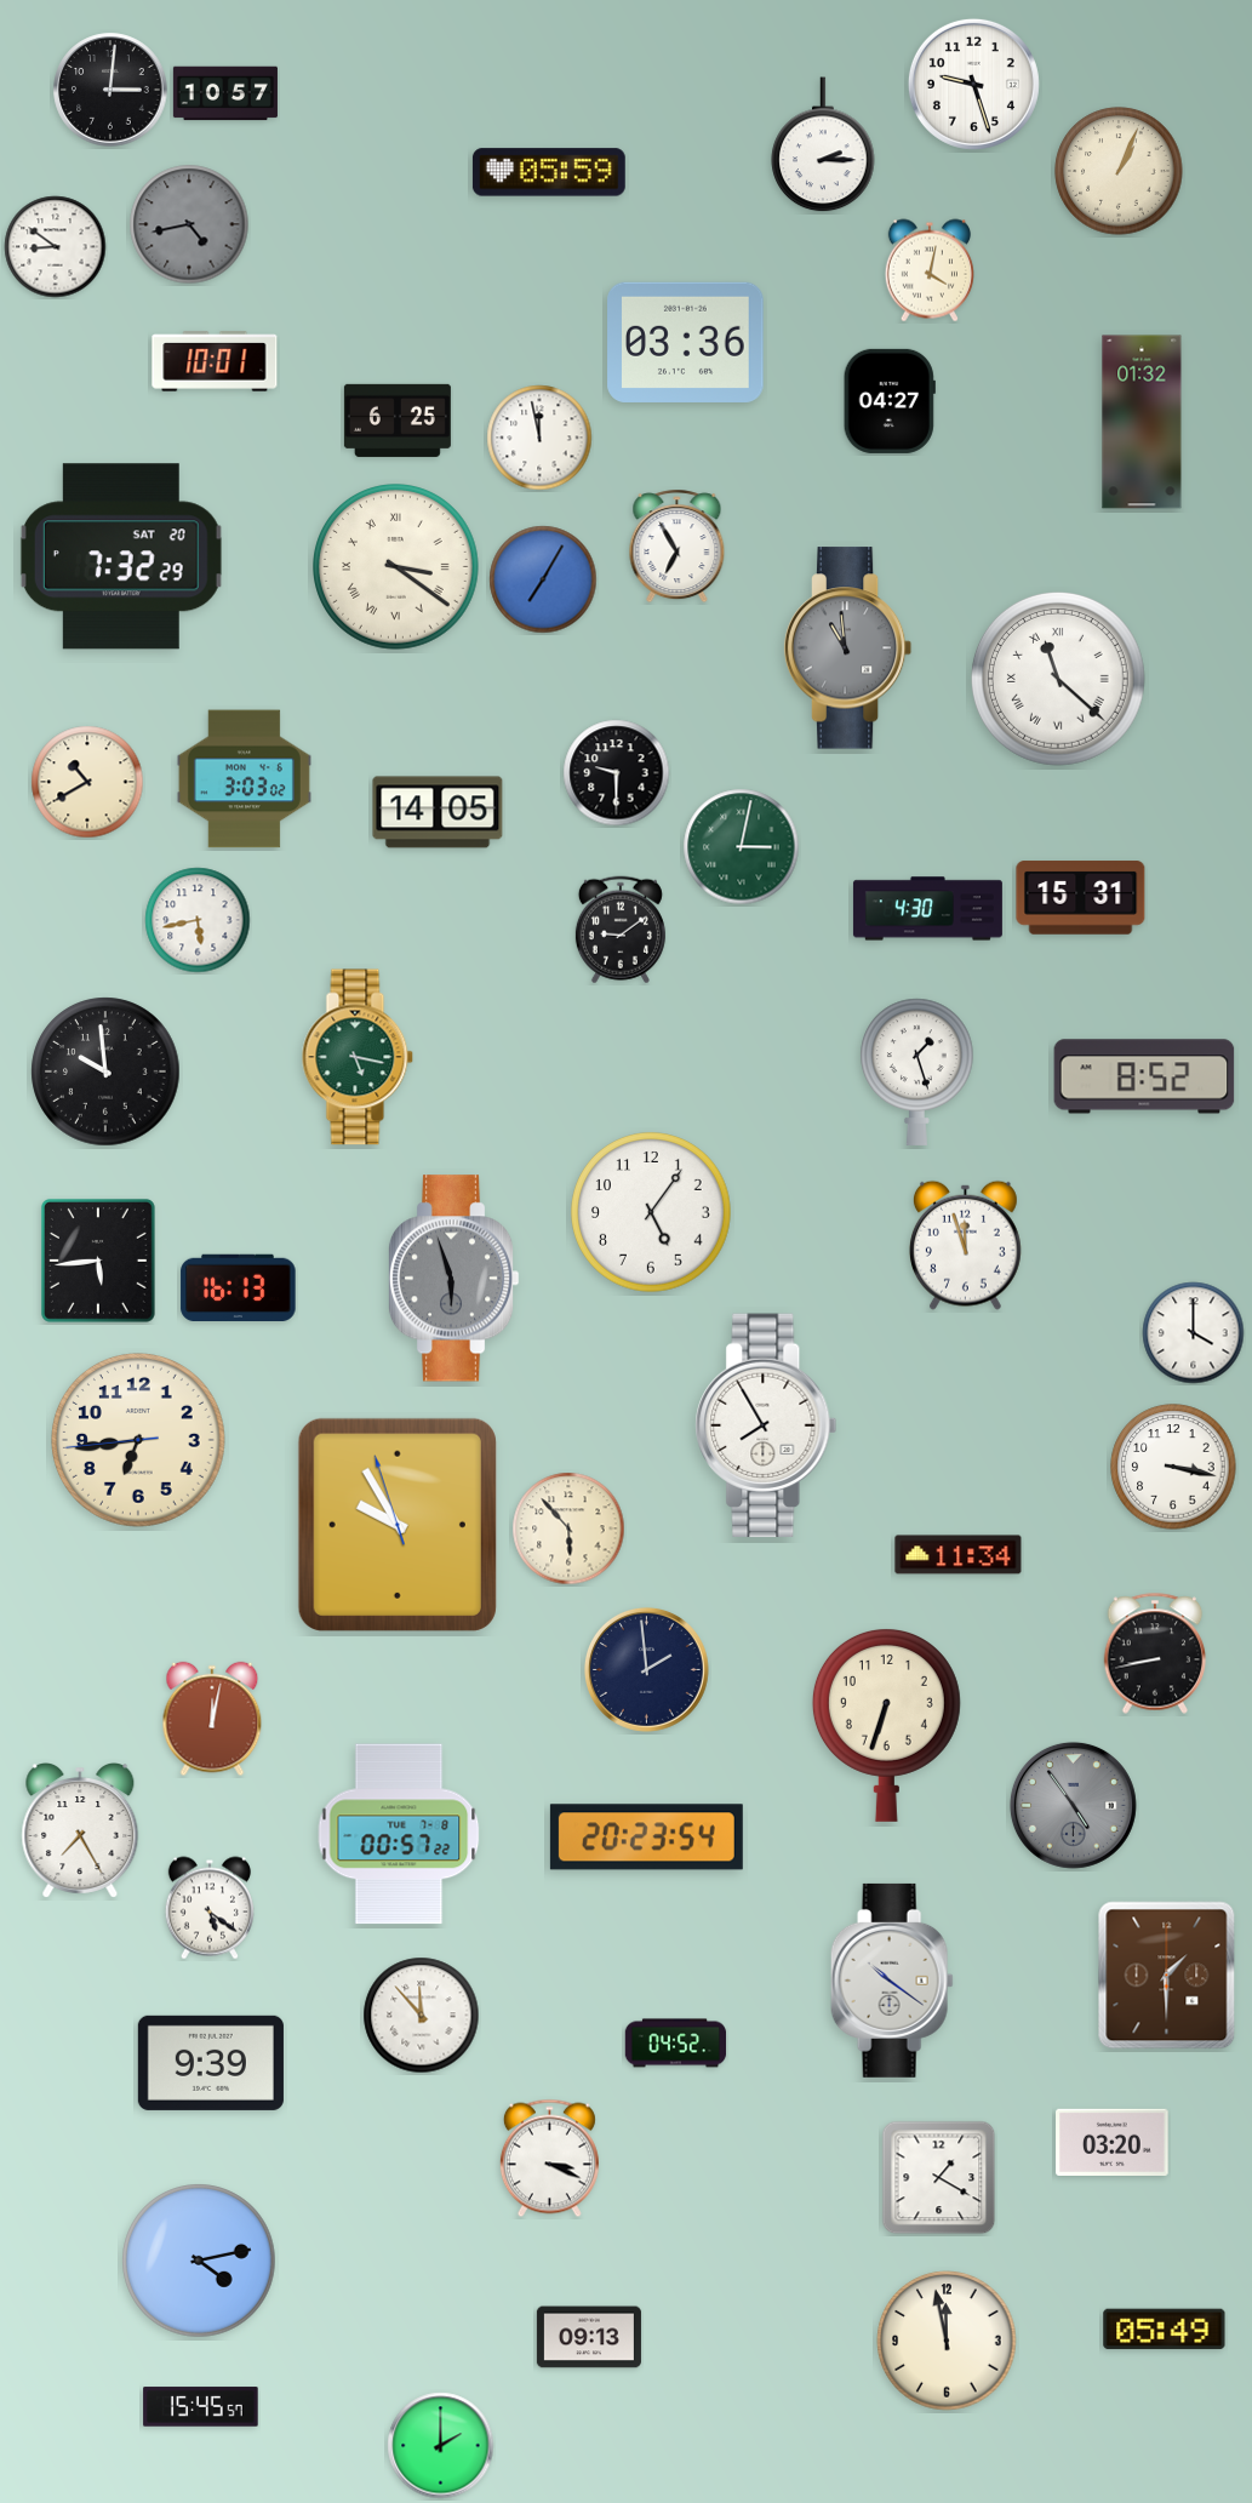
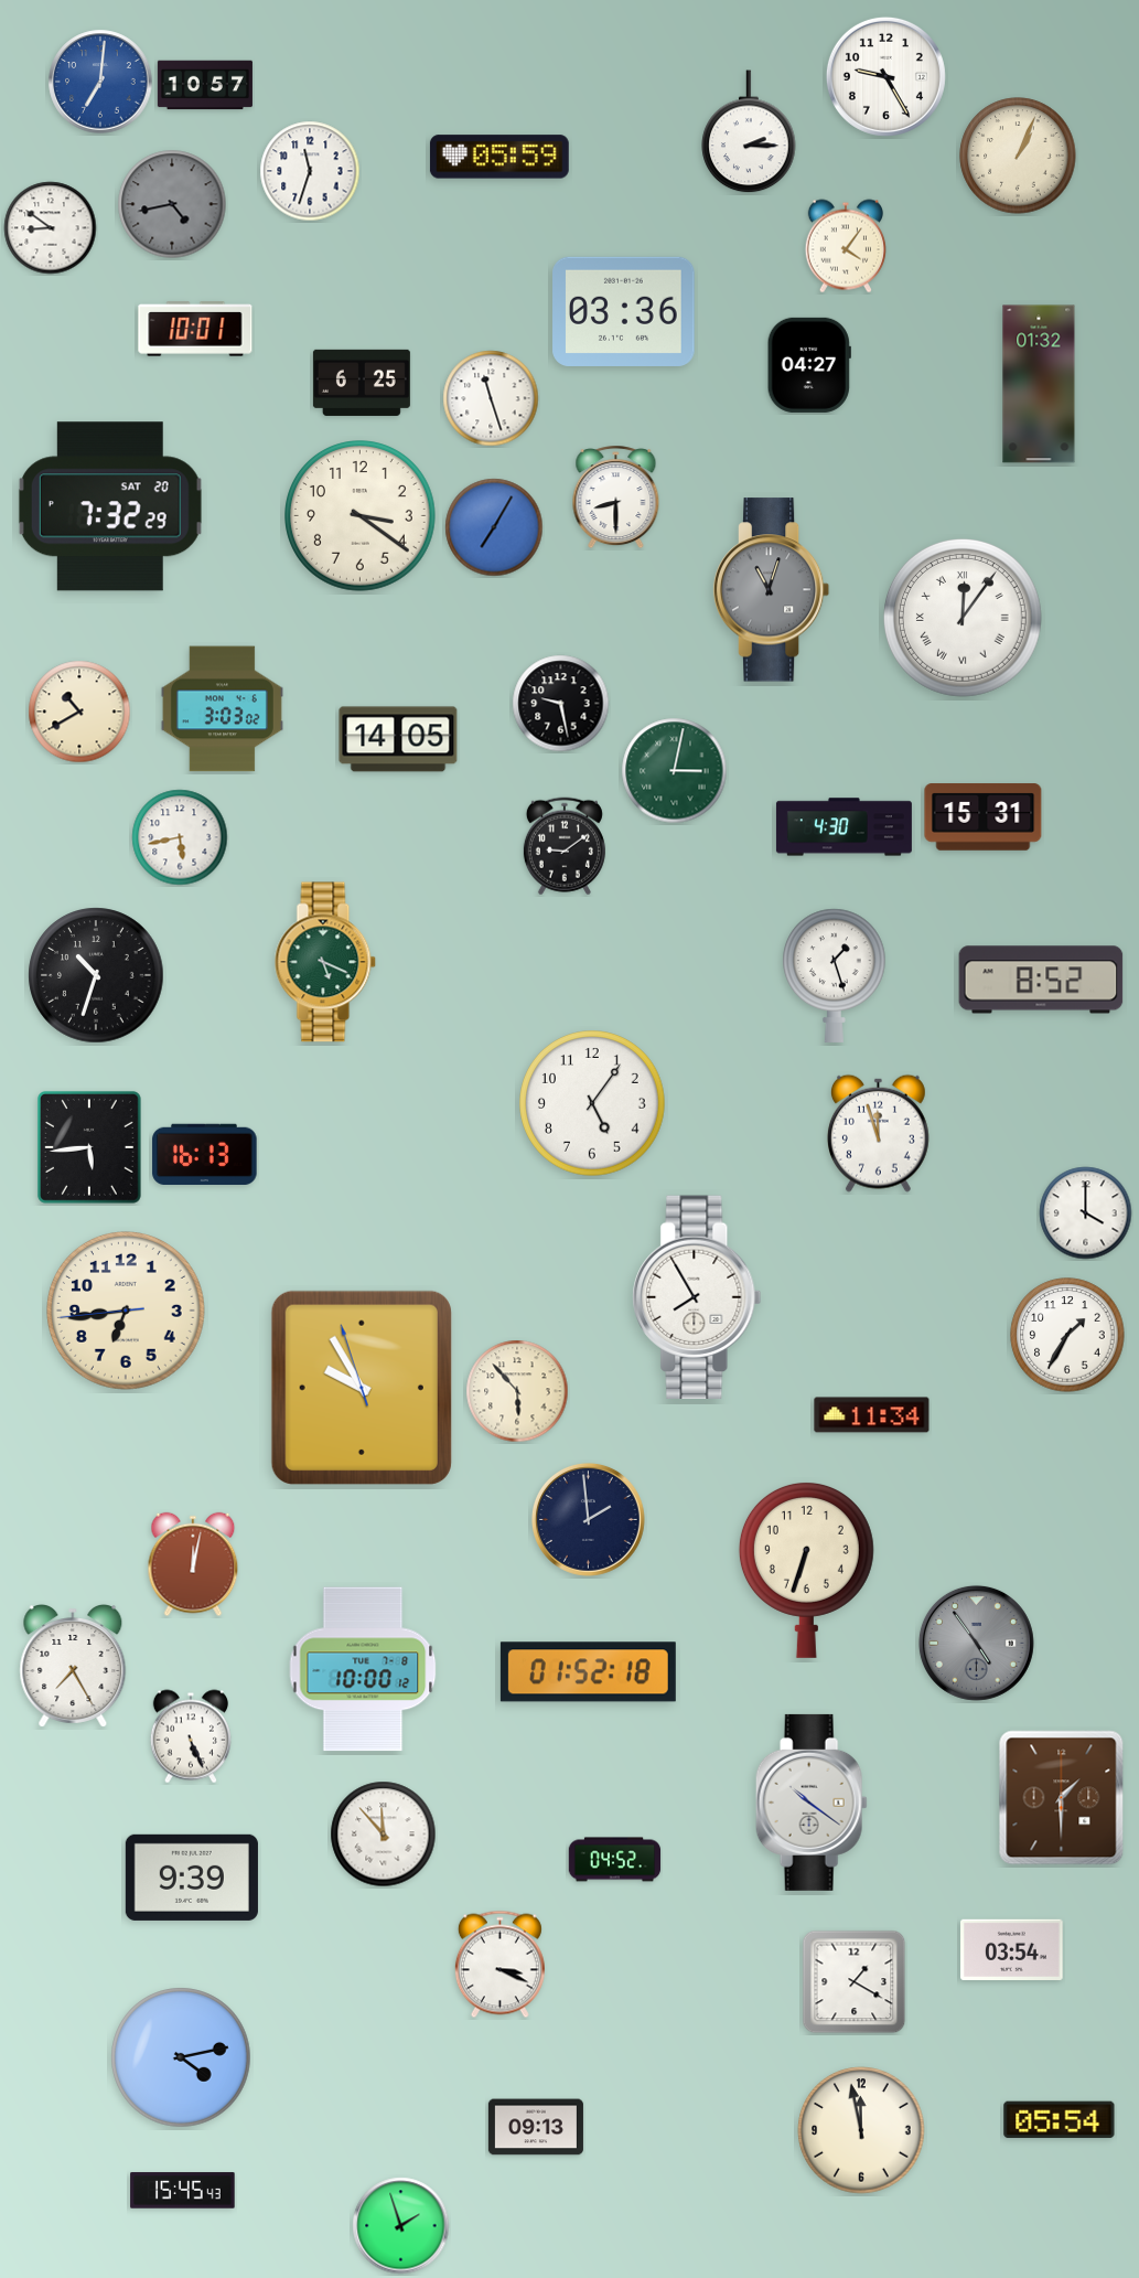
clock at (973, 84): 9:27 -> 9:25
clock at (110, 90): 3:01 -> 7:01
clock at (110, 90) dial: black -> blue
clock at (310, 171): none -> 11:33
clock at (56, 247) position: (56, 247) -> (51, 228)
clock at (930, 270): 4:02 -> 4:06
clock at (539, 438): 11:58 -> 11:27
clock at (678, 547): 6:55 -> 8:30
clock at (396, 567) numerals: Roman -> Arabic
clock at (848, 648): 10:59 -> 11:03
clock at (1059, 680): 11:22 -> 12:06
clock at (617, 773): 9:30 -> 9:28
clock at (358, 1057): 5:17 -> 5:19
clock at (105, 1072): 9:59 -> 10:33
clock at (453, 1279): 5:57 -> none
clock at (239, 1287) position: (239, 1287) -> (205, 1154)
clock at (1173, 1467): 3:17 -> 1:35
clock at (1155, 1653): 8:43 -> none
clock at (399, 1834): 00:57 -> 10:00
clock at (646, 1838): 20:23 -> 01:52
clock at (210, 1908): 5:21 -> 5:26
clock at (1113, 2142): 03:20 -> 03:54
clock at (1165, 2330): 05:49 -> 05:54
clock at (201, 2407): 15:45:57 -> 15:45:43
clock at (441, 2446): 2:00 -> 1:57
